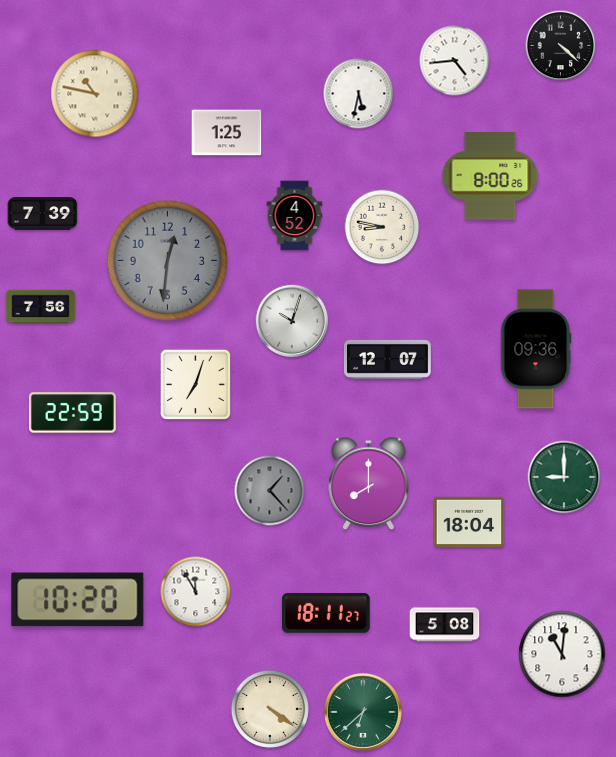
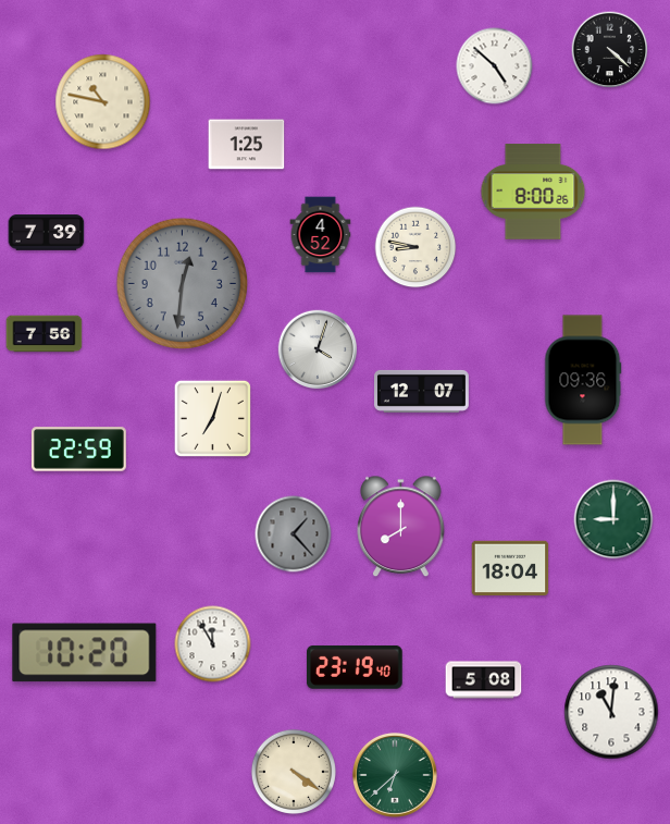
clock at (455, 61): 4:44 -> 4:52
clock at (359, 94): 5:32 -> none
clock at (292, 321): 10:03 -> 4:03
clock at (327, 613): 18:11 -> 23:19
